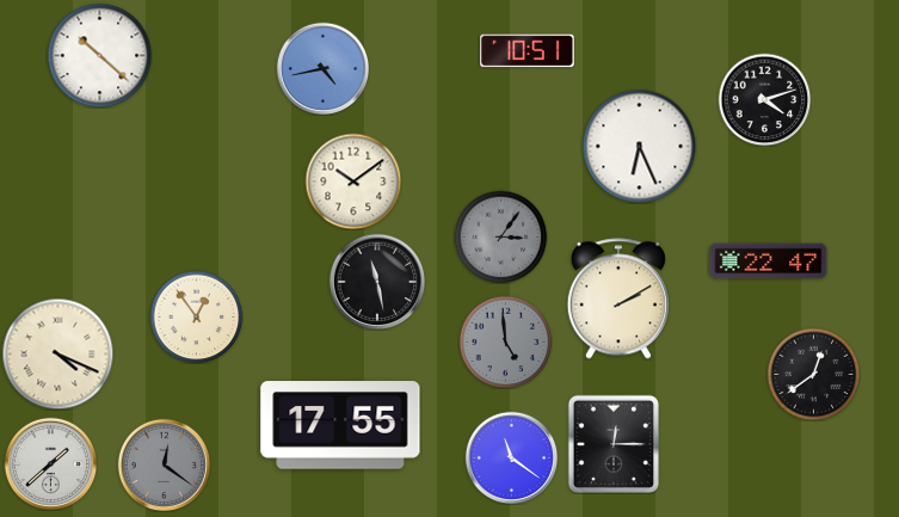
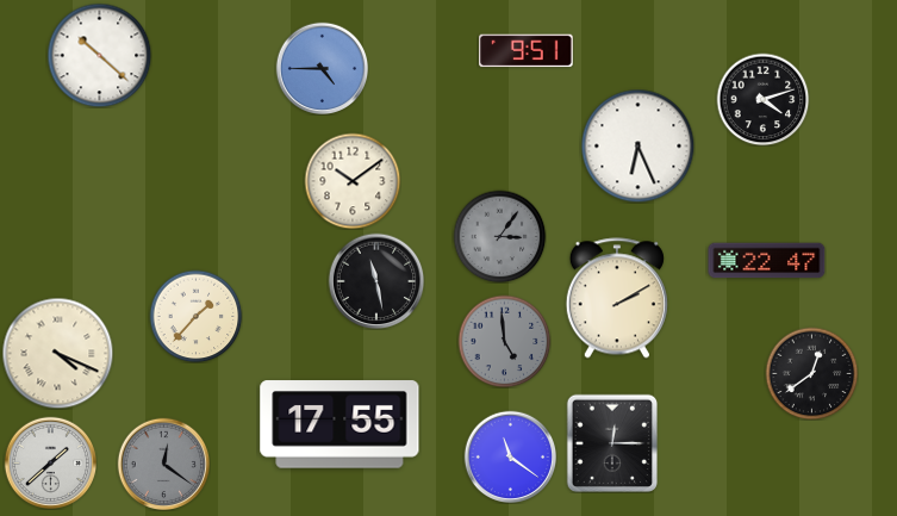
clock at (528, 51): 10:51 -> 9:51
clock at (322, 68): 4:43 -> 4:45
clock at (196, 316): 12:54 -> 1:37
